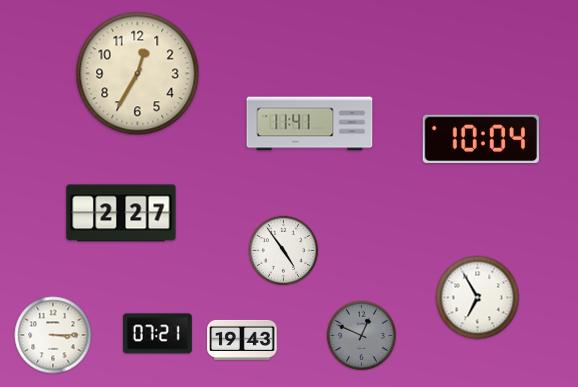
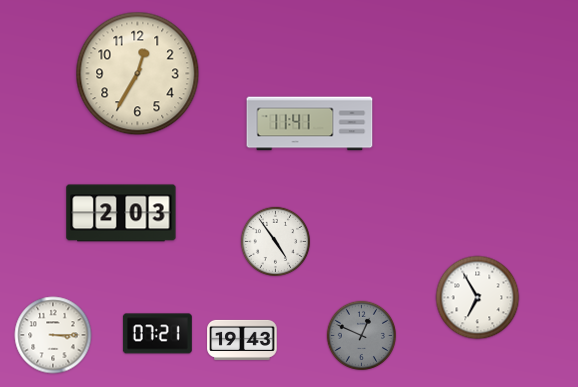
clock at (481, 138): 10:04 -> none
clock at (121, 213): 2:27 -> 2:03
clock at (283, 250) position: (283, 250) -> (275, 241)
